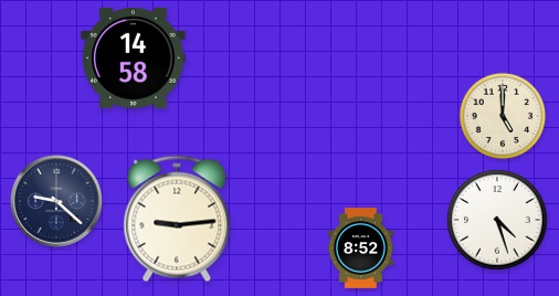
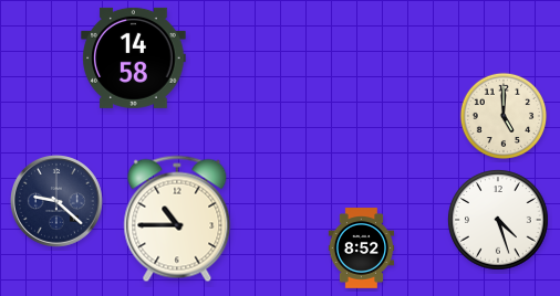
clock at (177, 219): 9:14 -> 10:45
